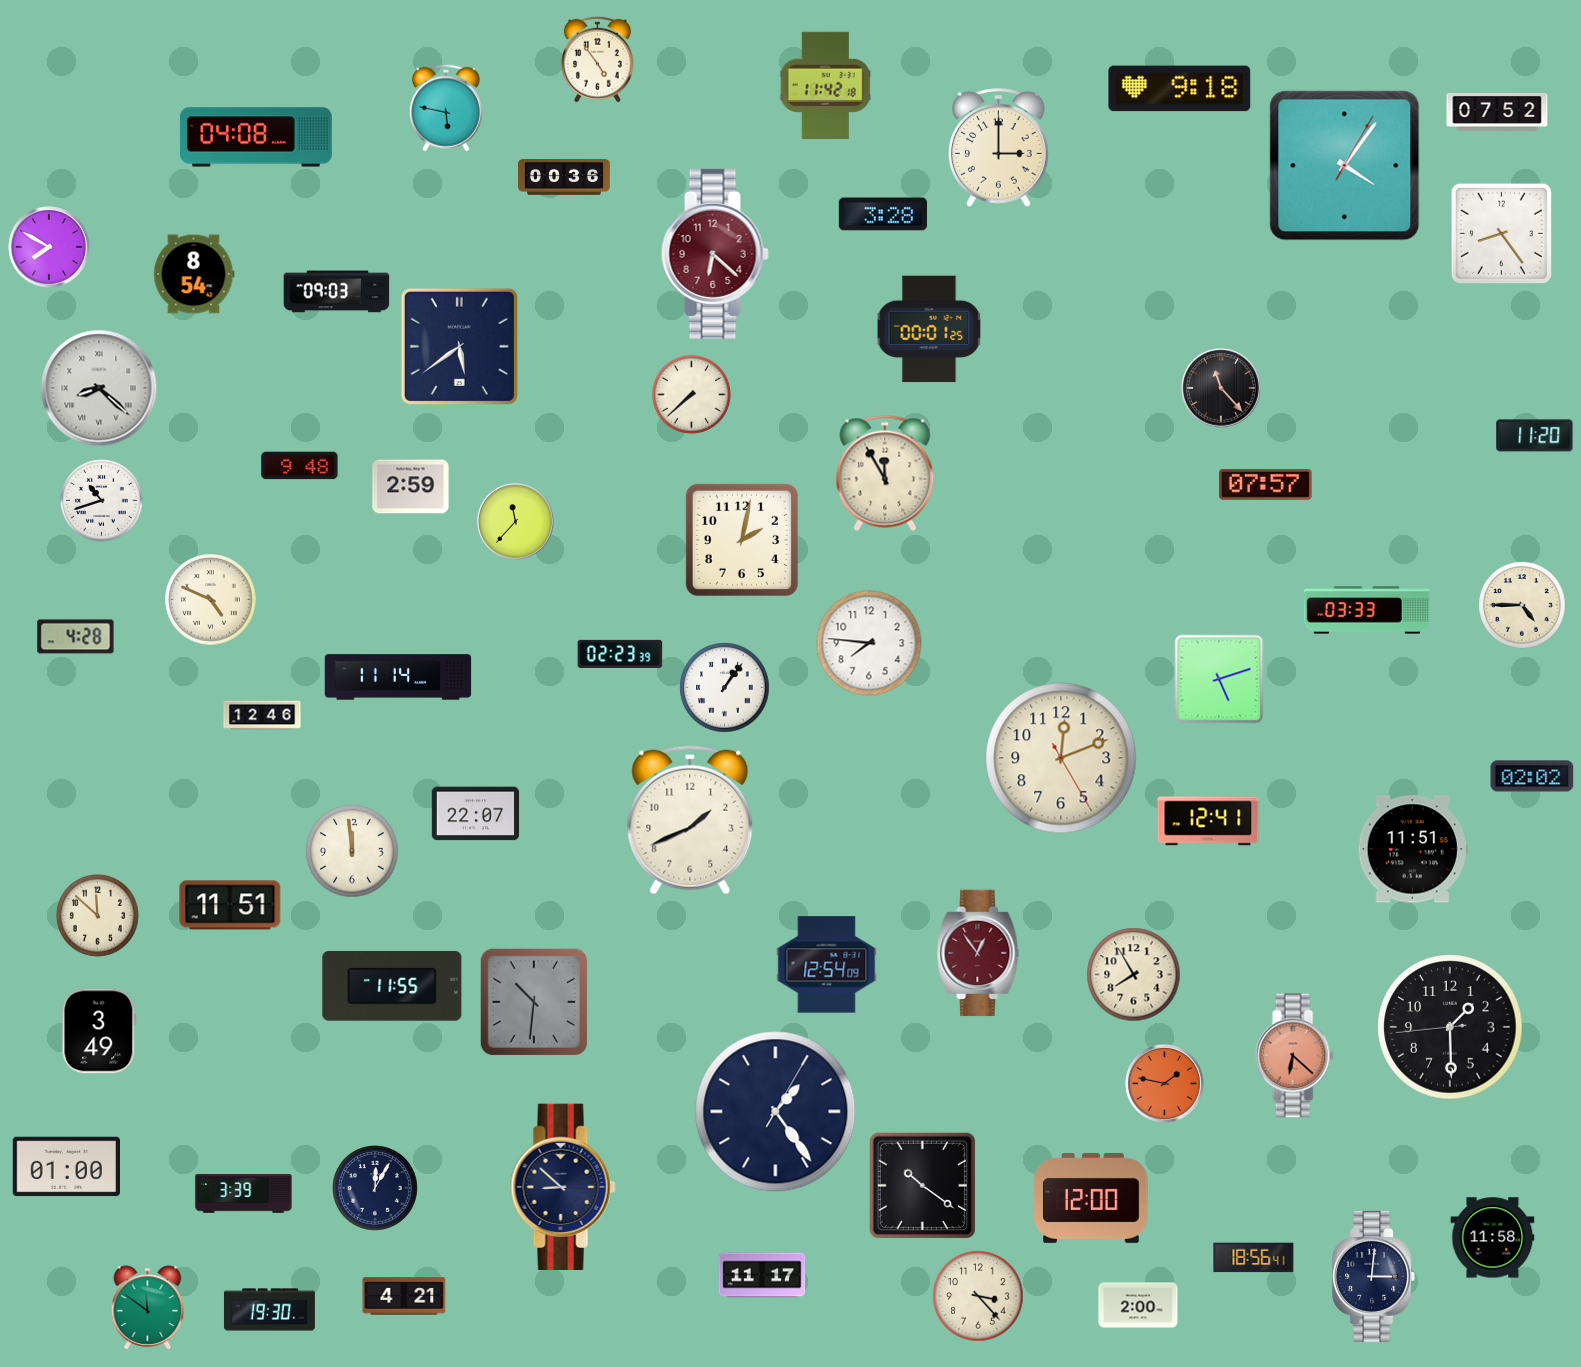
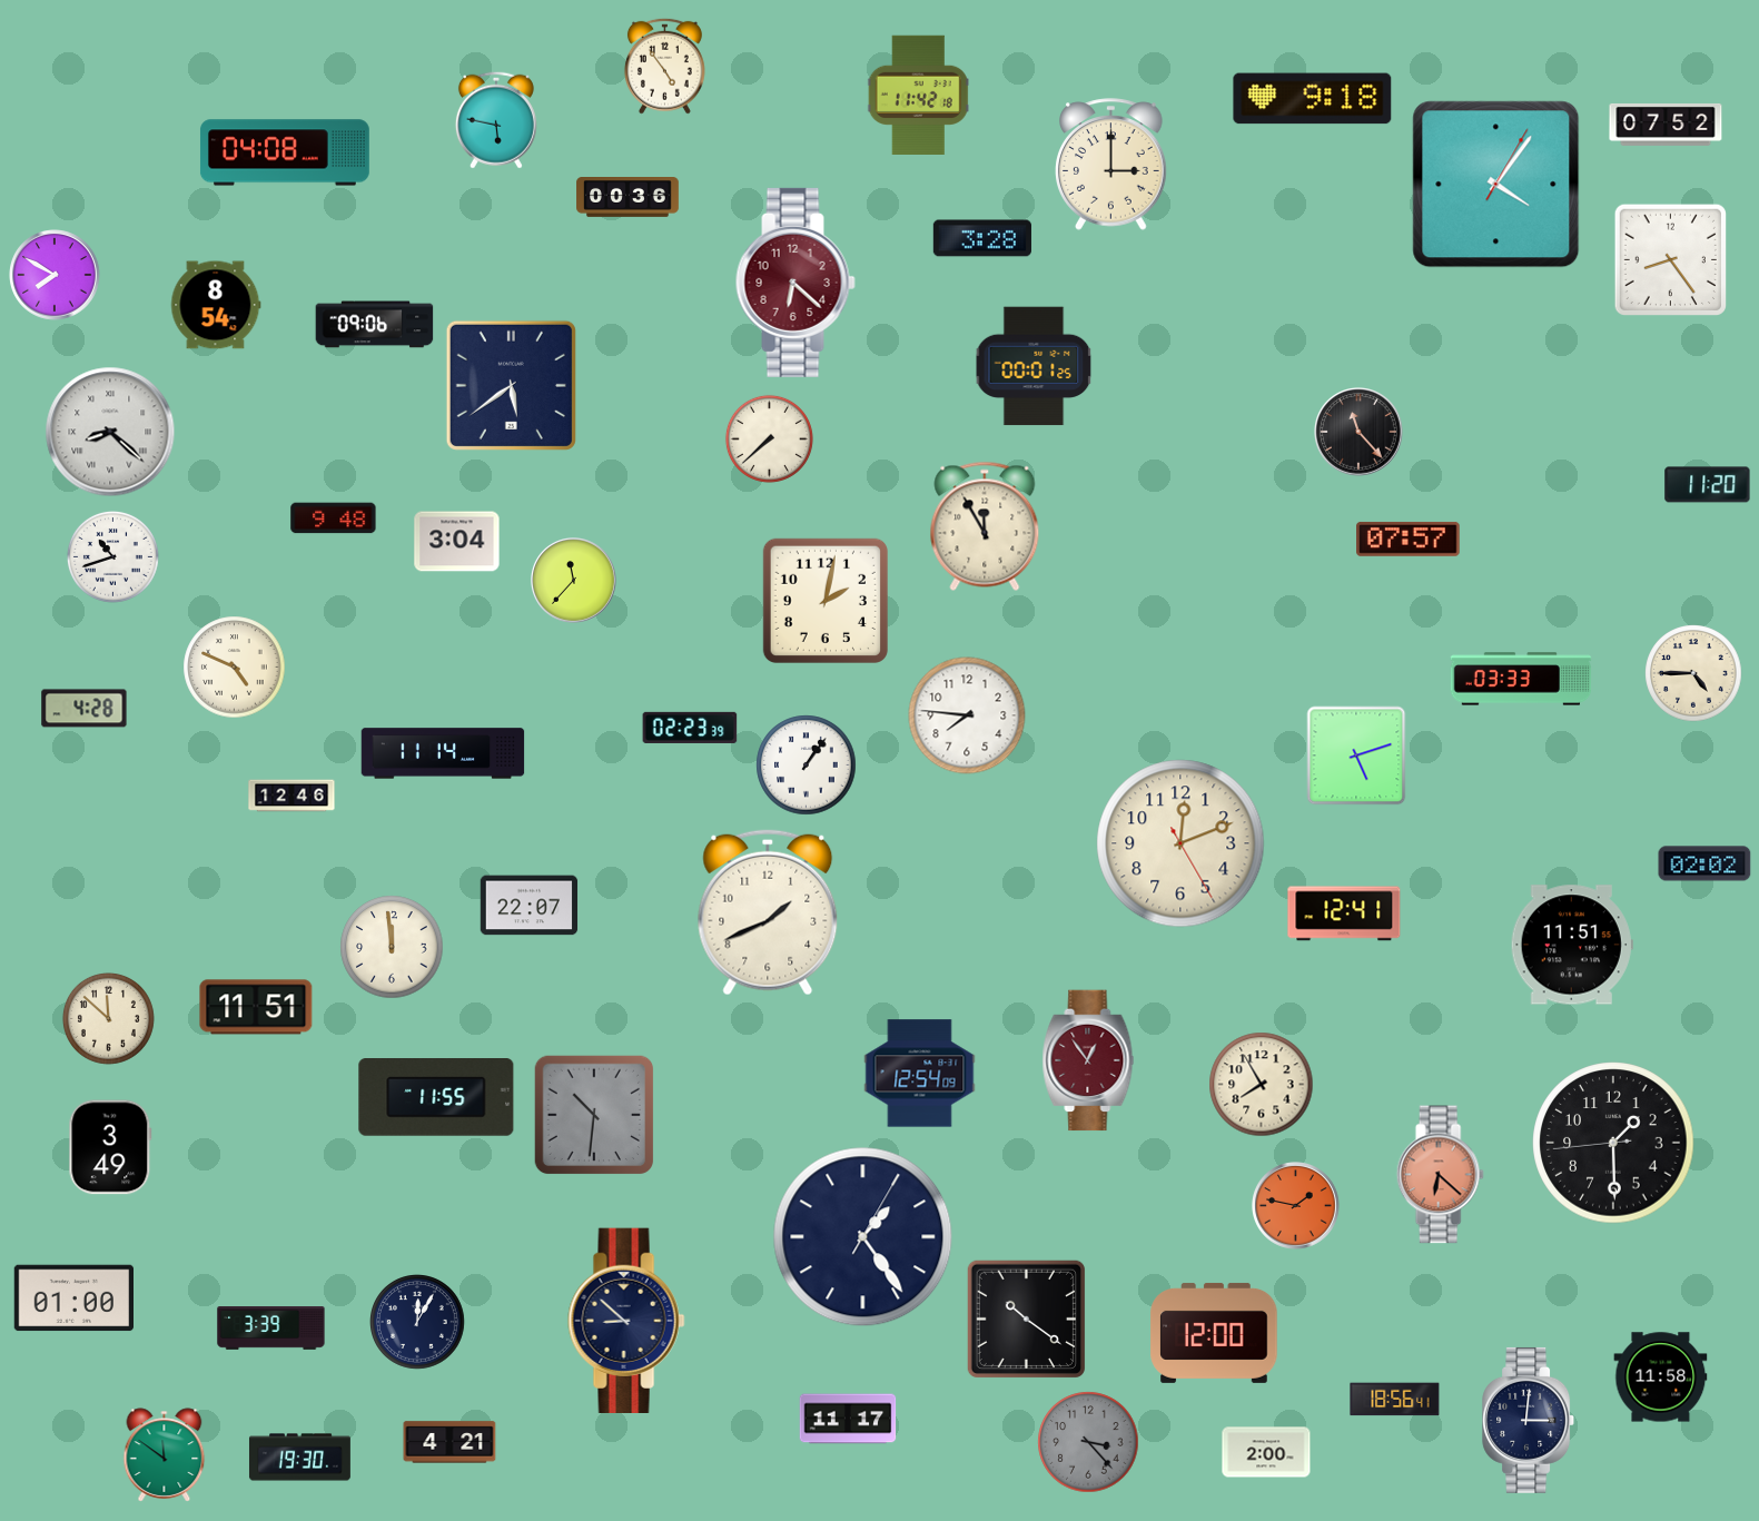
clock at (337, 292): 09:03 -> 09:06
clock at (411, 487): 2:59 -> 3:04
clock at (978, 1296) dial: cream -> grey
